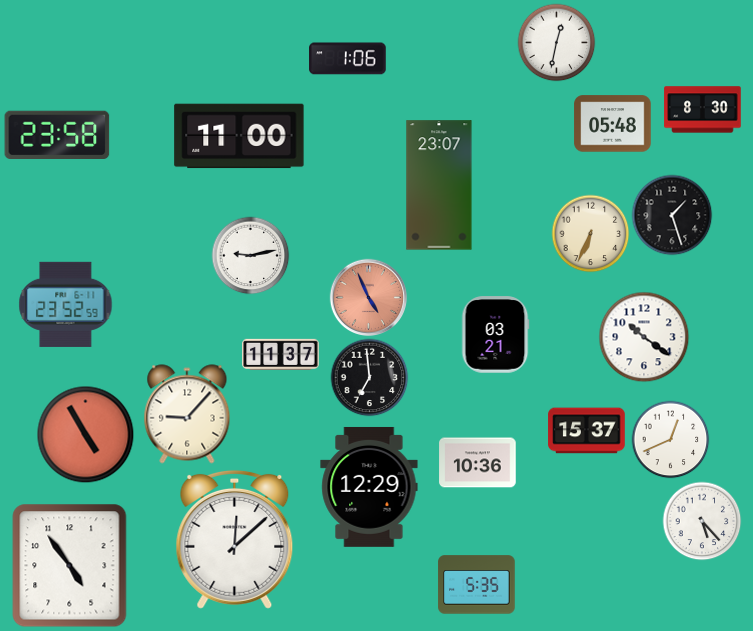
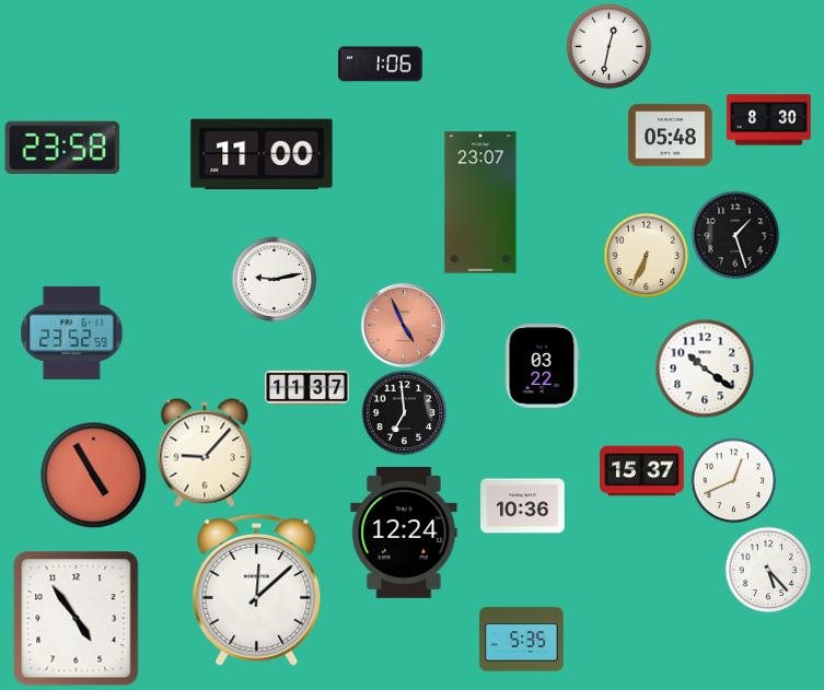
clock at (239, 136) position: (239, 136) -> (262, 154)
clock at (495, 335): 03:21 -> 03:22
clock at (369, 487): 12:29 -> 12:24
